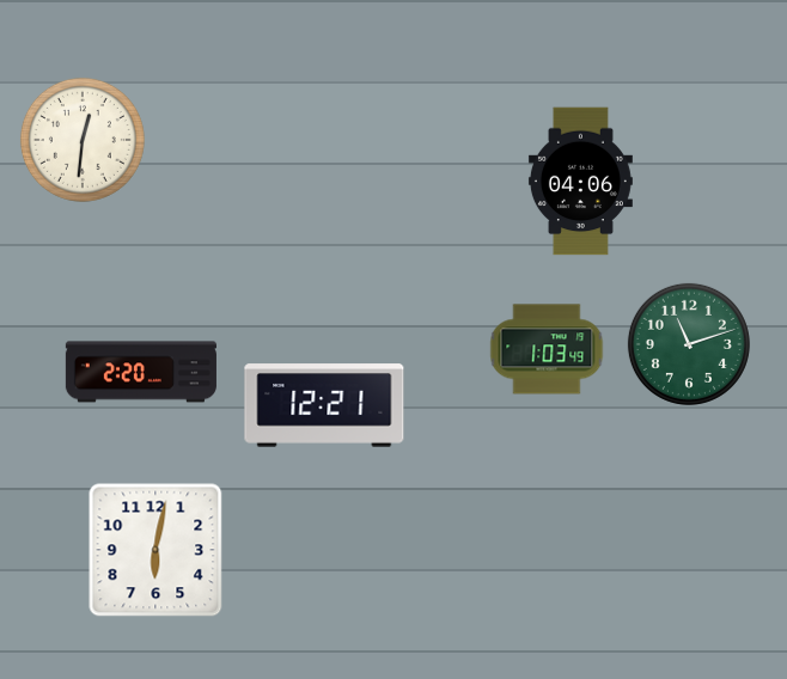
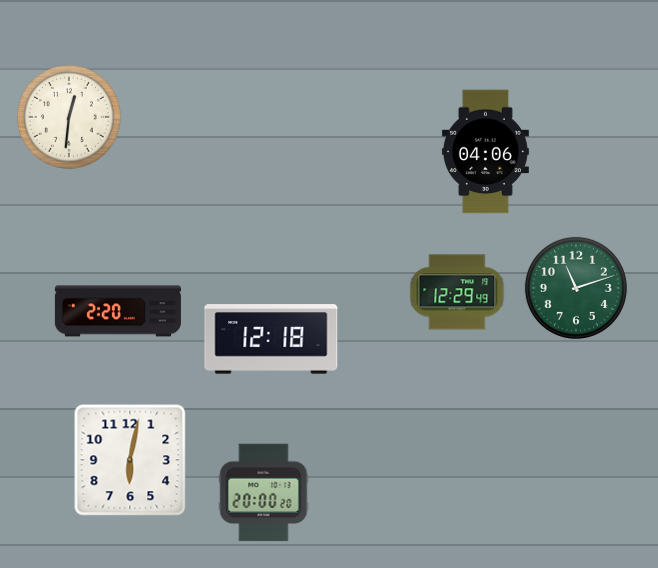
clock at (547, 349): 1:03 -> 12:29
clock at (324, 405): 12:21 -> 12:18
clock at (264, 493): none -> 20:00
